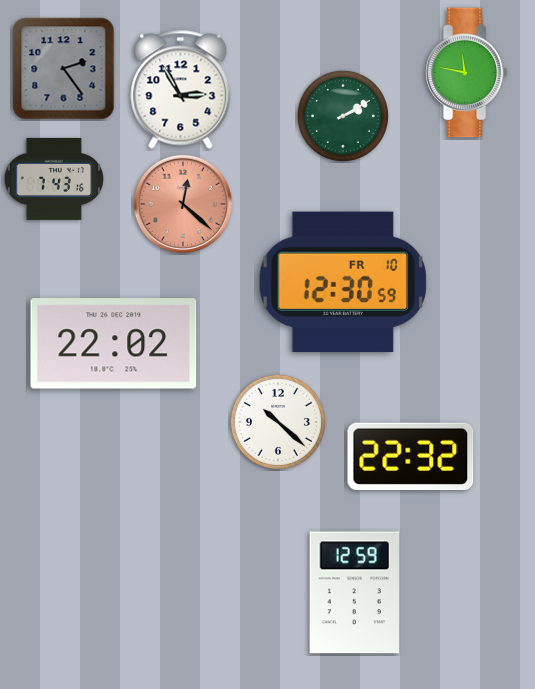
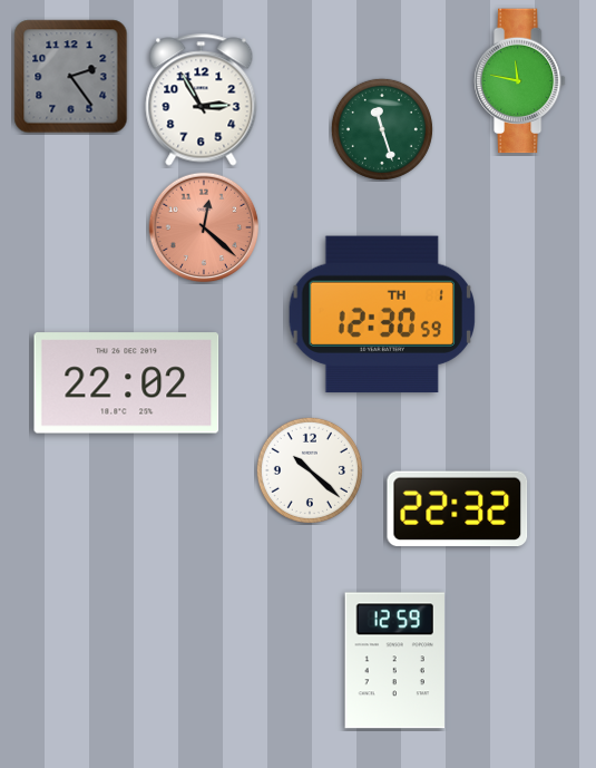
clock at (343, 116): 2:10 -> 11:27
clock at (53, 179): 7:43 -> none
clock at (342, 282) date: FR 10 -> TH 1
